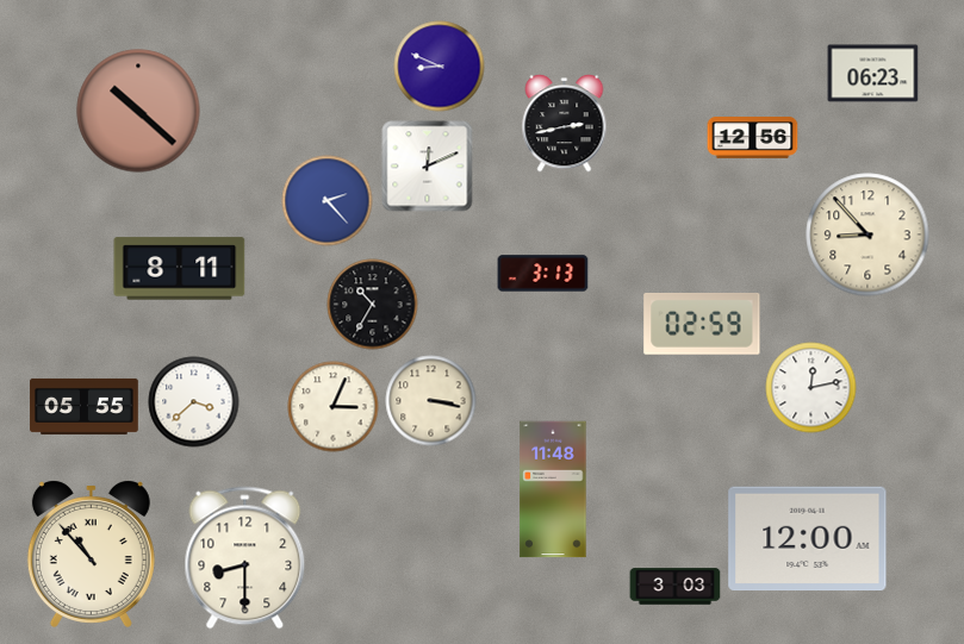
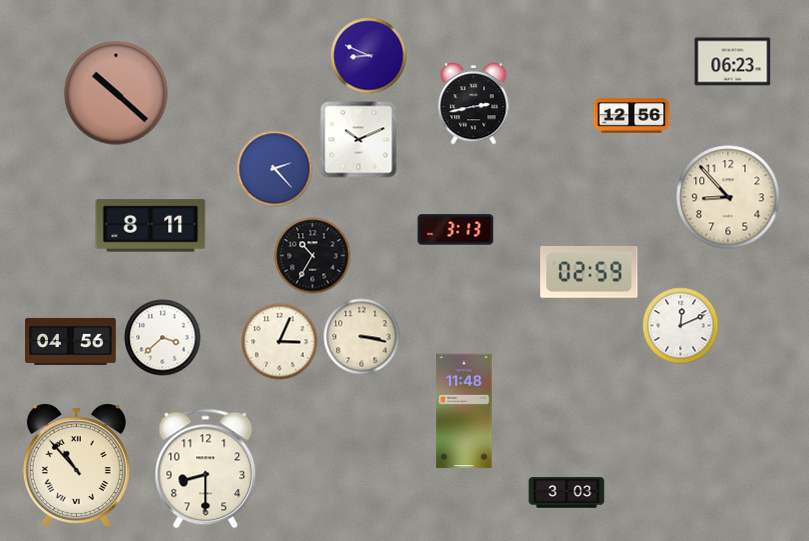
clock at (428, 167): 12:11 -> 10:11
clock at (811, 388): 12:13 -> 12:11
clock at (85, 406): 05:55 -> 04:56
clock at (808, 539): 12:00 -> none
